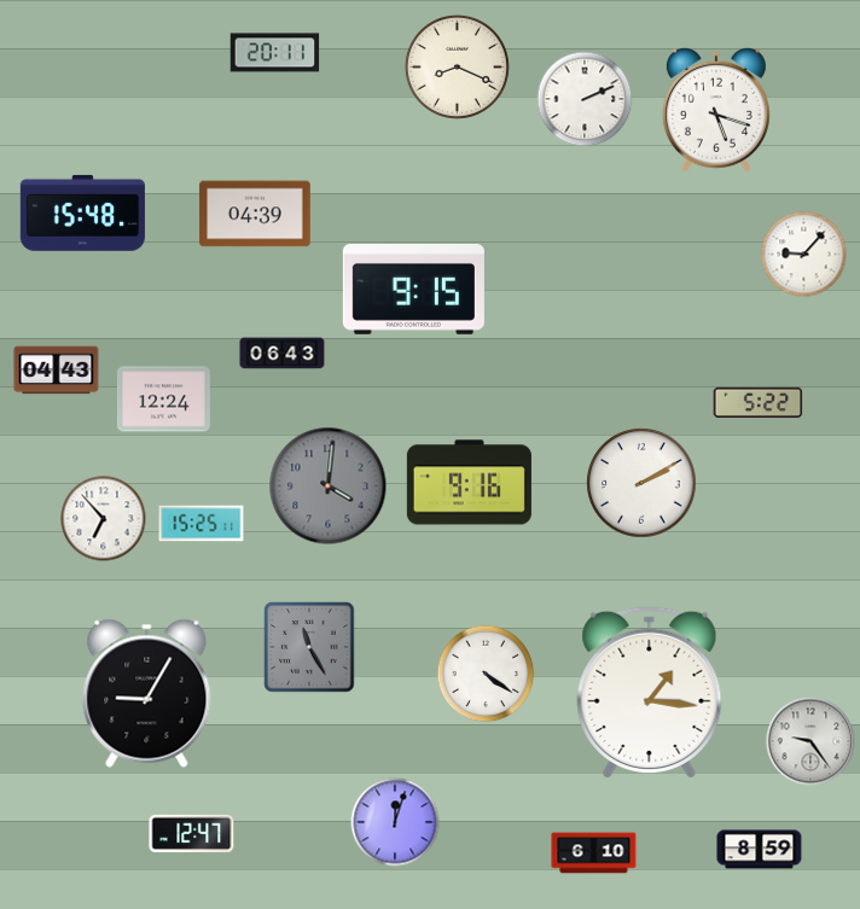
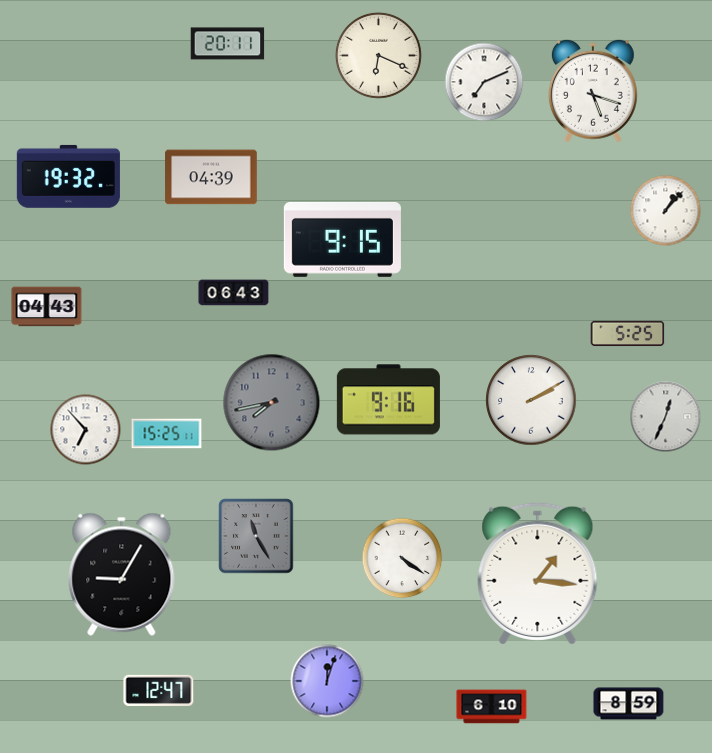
clock at (457, 66): 8:19 -> 6:19
clock at (585, 99): 2:11 -> 7:11
clock at (82, 212): 15:48 -> 19:32
clock at (804, 255): 9:07 -> 1:07
clock at (163, 400): 12:24 -> none
clock at (759, 403): 5:22 -> 5:25
clock at (329, 486): 4:01 -> 7:43
clock at (666, 417): none -> 12:34
clock at (810, 741): 9:24 -> none
